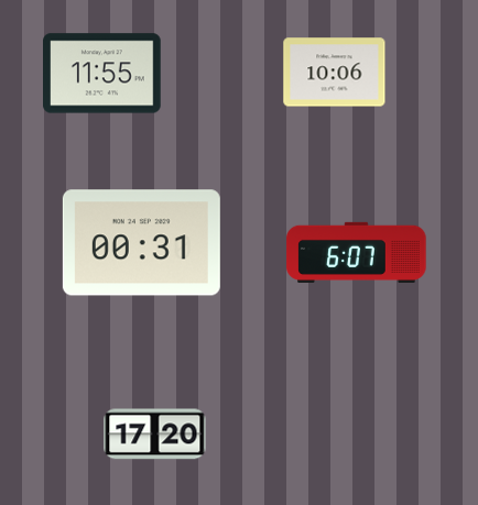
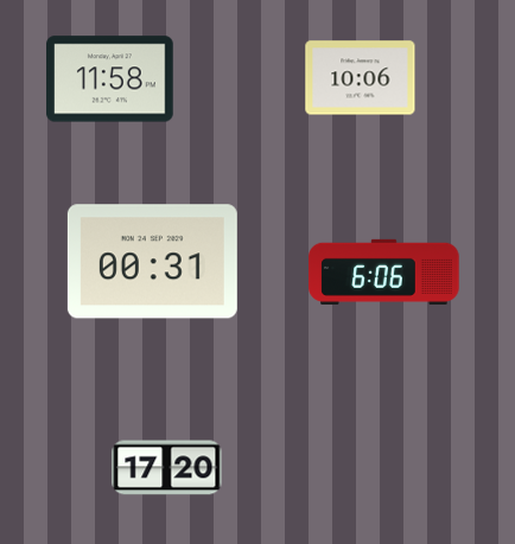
clock at (102, 74): 11:55 -> 11:58
clock at (357, 252): 6:07 -> 6:06
